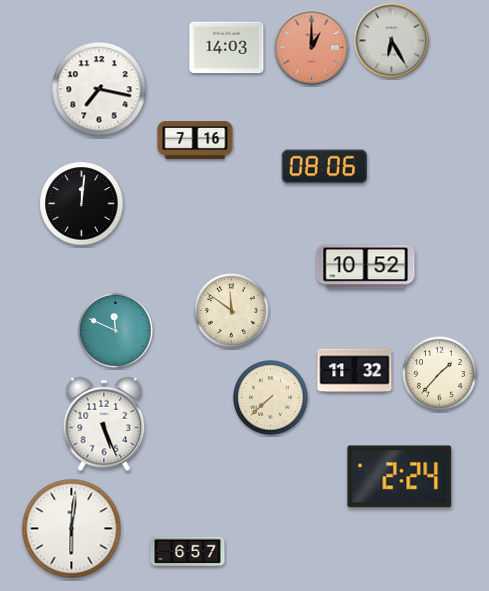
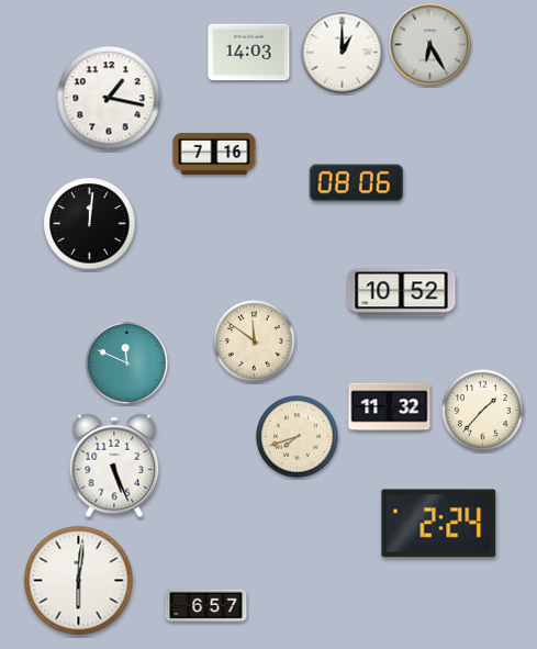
clock at (312, 48) dial: salmon -> white
clock at (99, 89): 7:17 -> 1:17
clock at (271, 398): 7:38 -> 7:42
